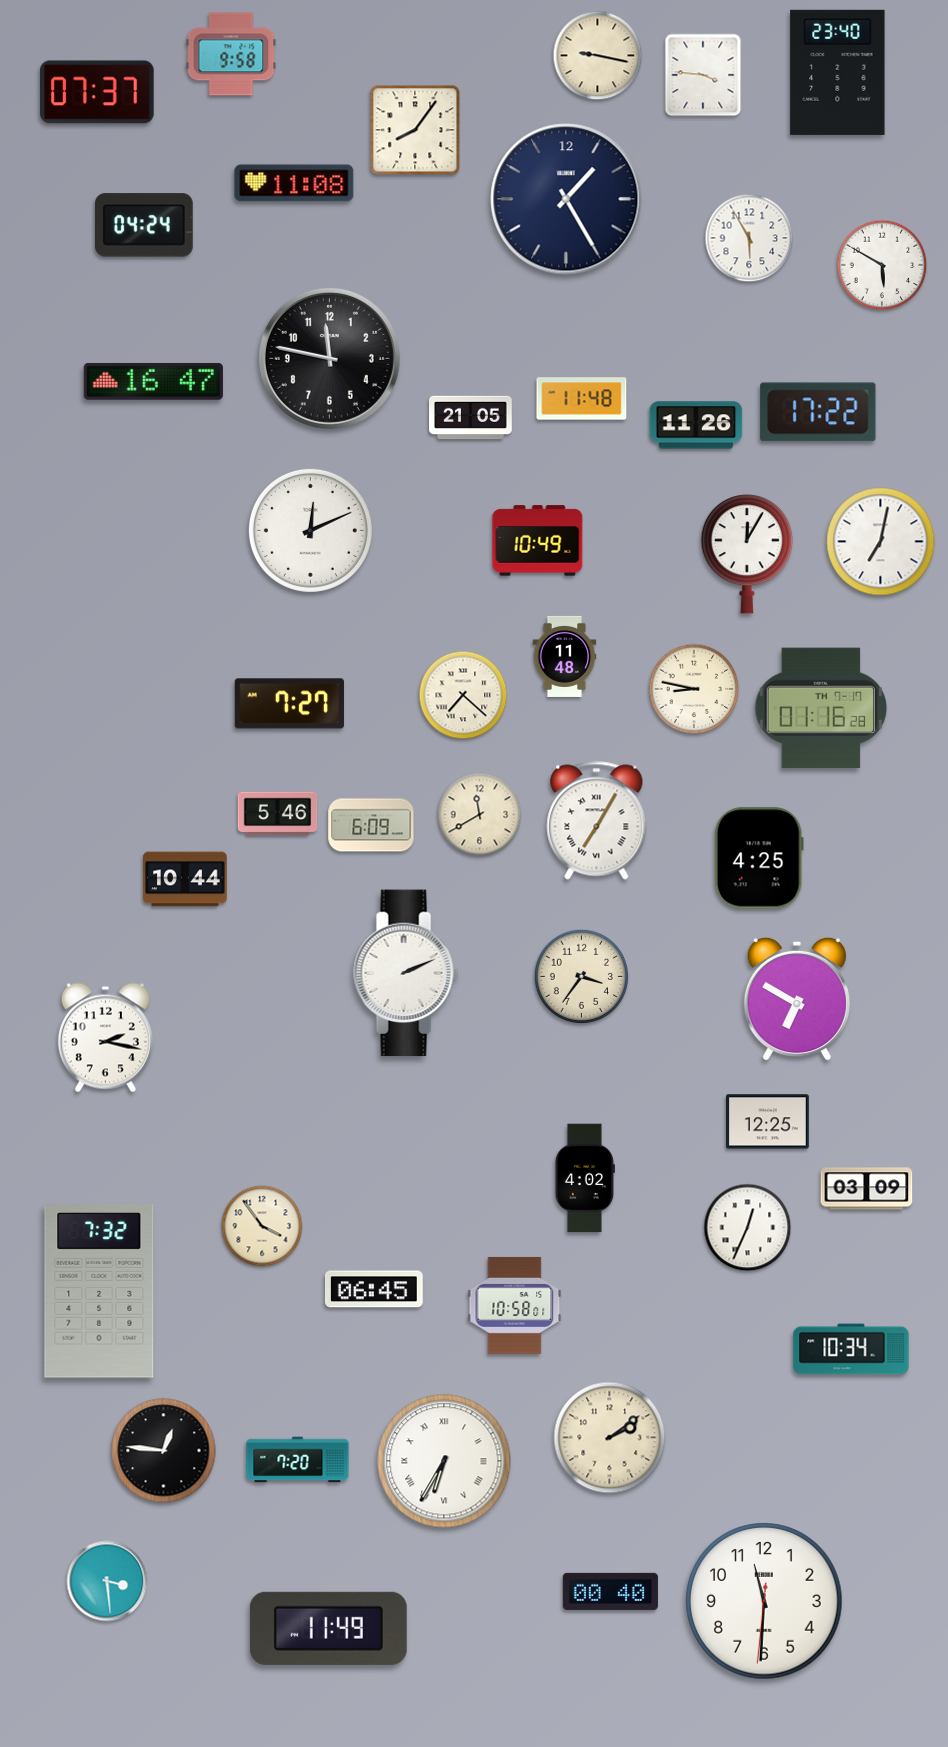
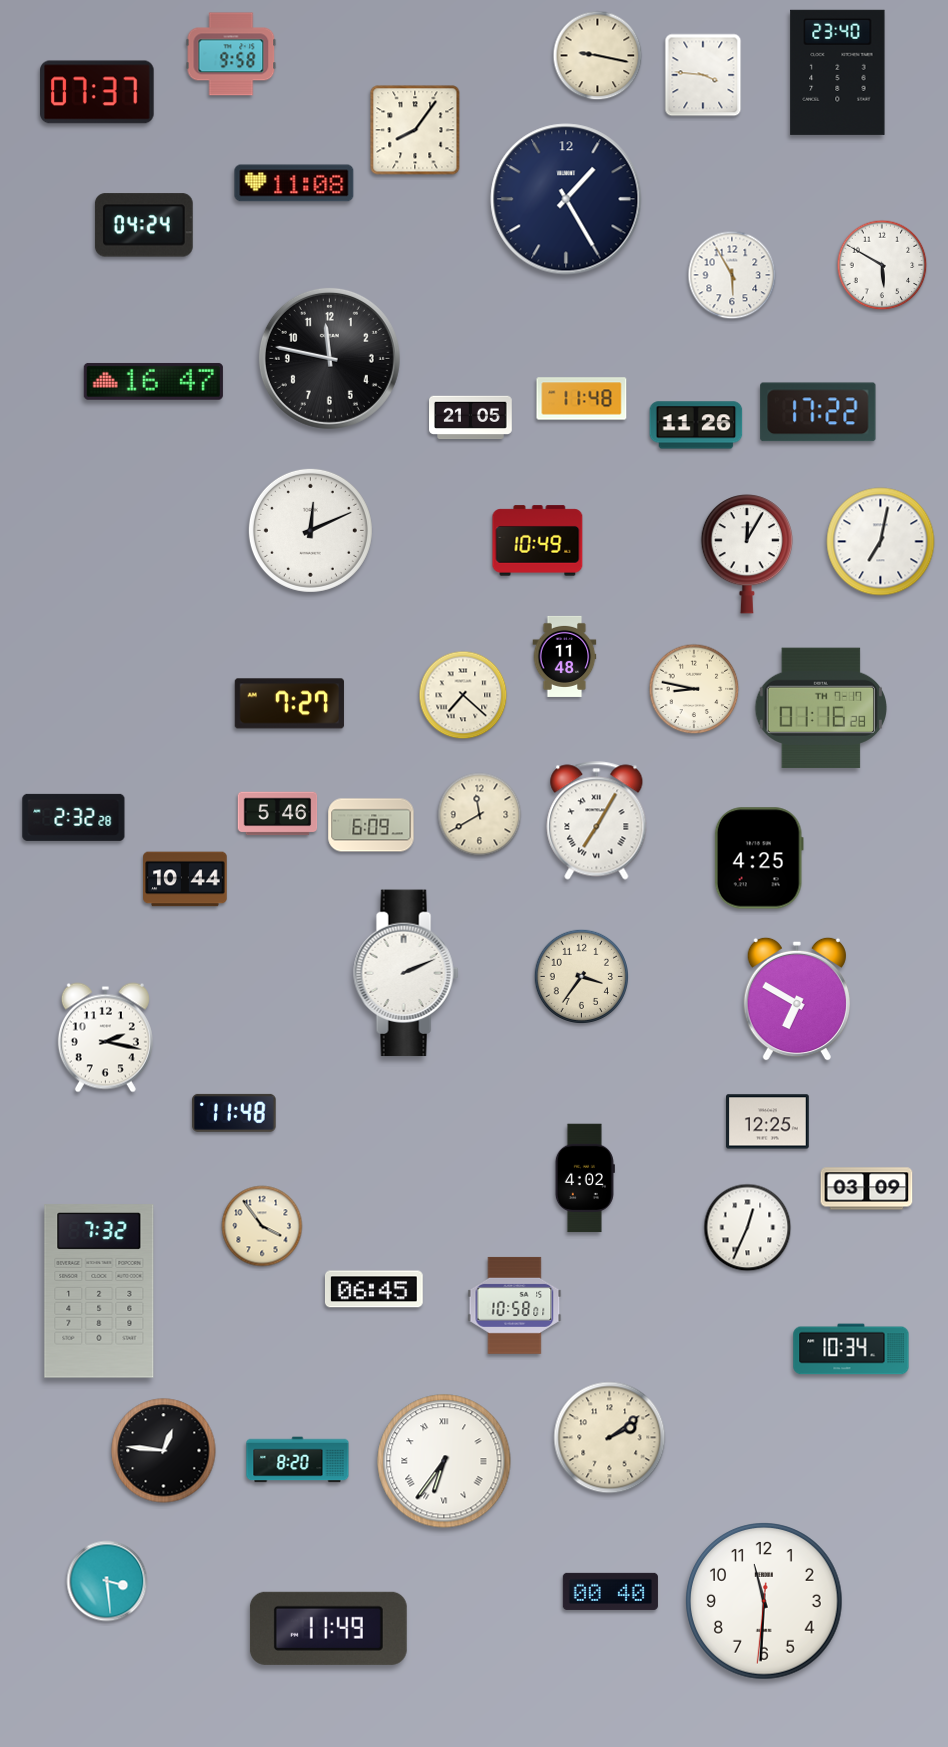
clock at (749, 238) position: (749, 238) -> (732, 275)
clock at (74, 817): none -> 2:32
clock at (234, 1113): none -> 11:48
clock at (298, 1460): 7:20 -> 8:20
clock at (444, 1461): 6:35 -> 6:36
